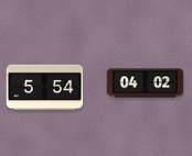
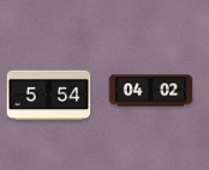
clock at (146, 83) position: (146, 83) -> (151, 91)
